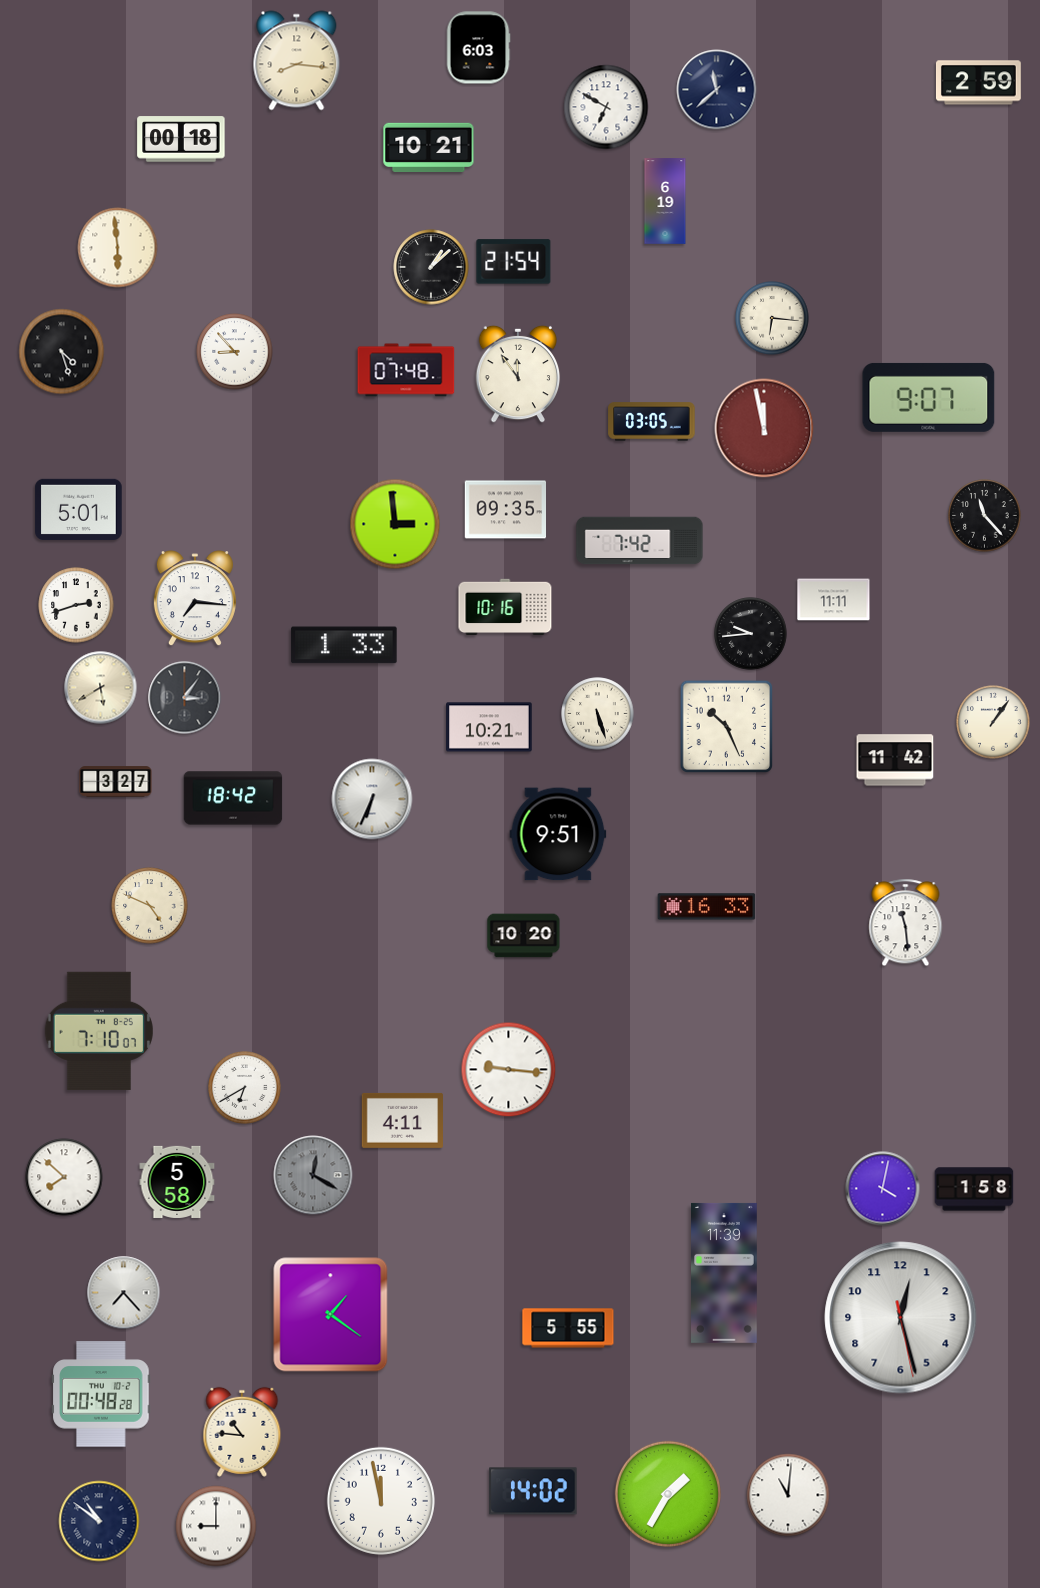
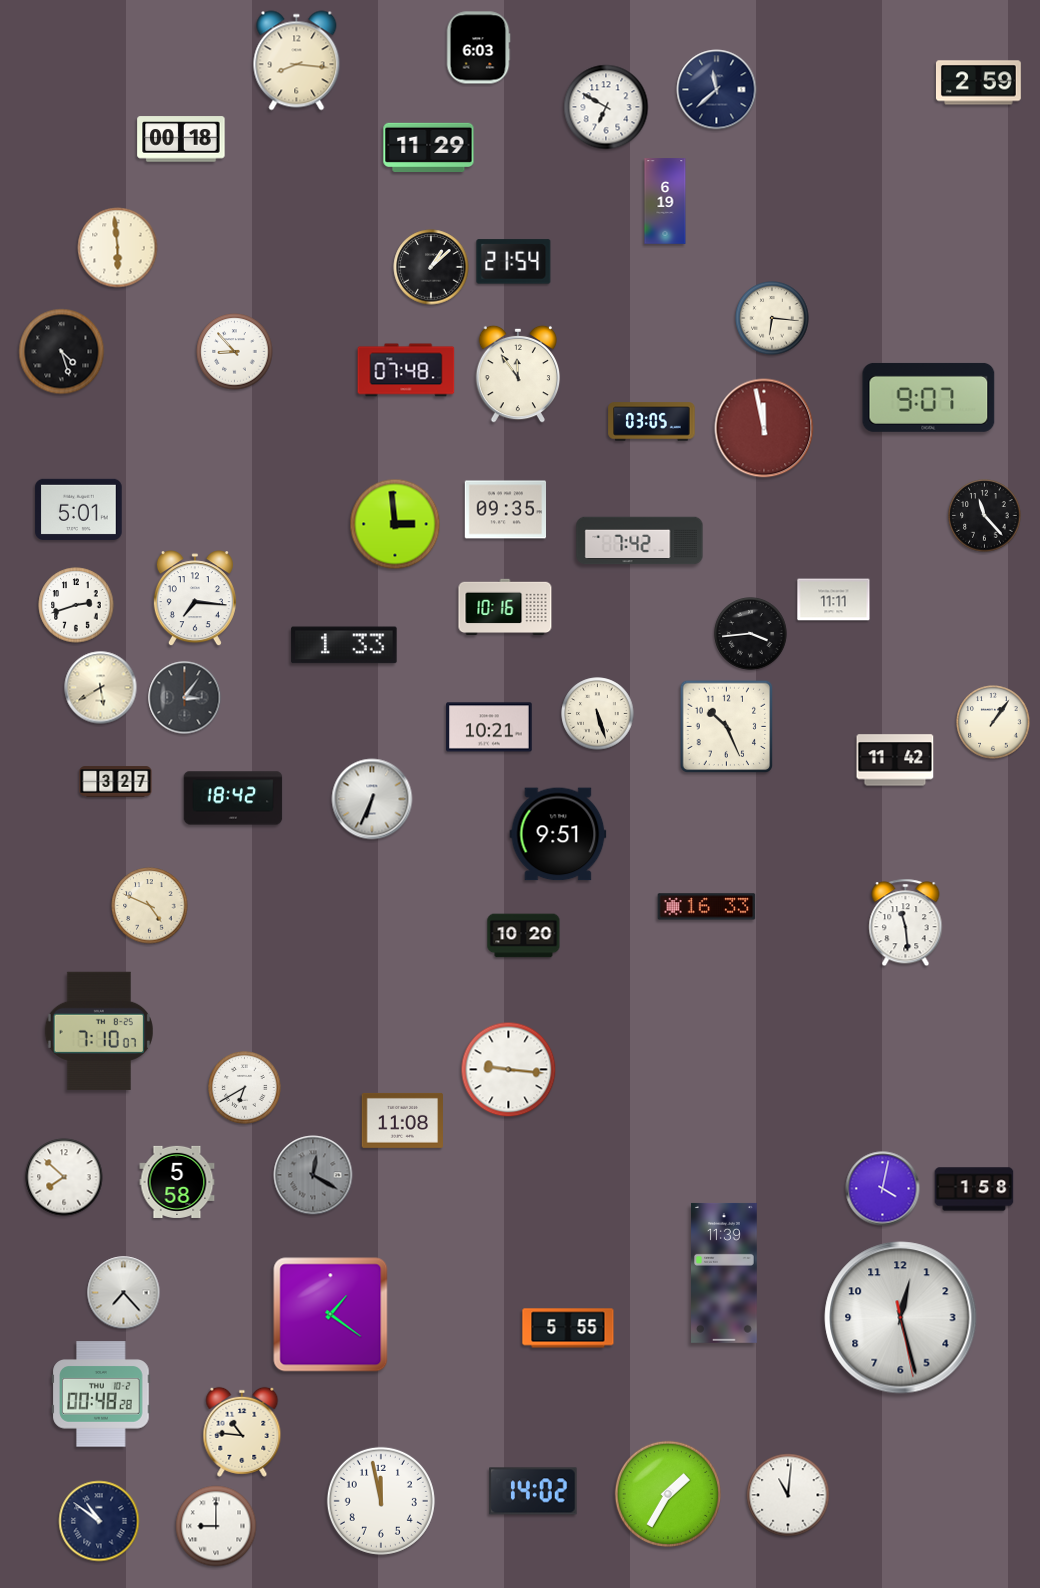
clock at (429, 147): 10:21 -> 11:29
clock at (751, 634): 9:44 -> 3:44
clock at (402, 1120): 4:11 -> 11:08
